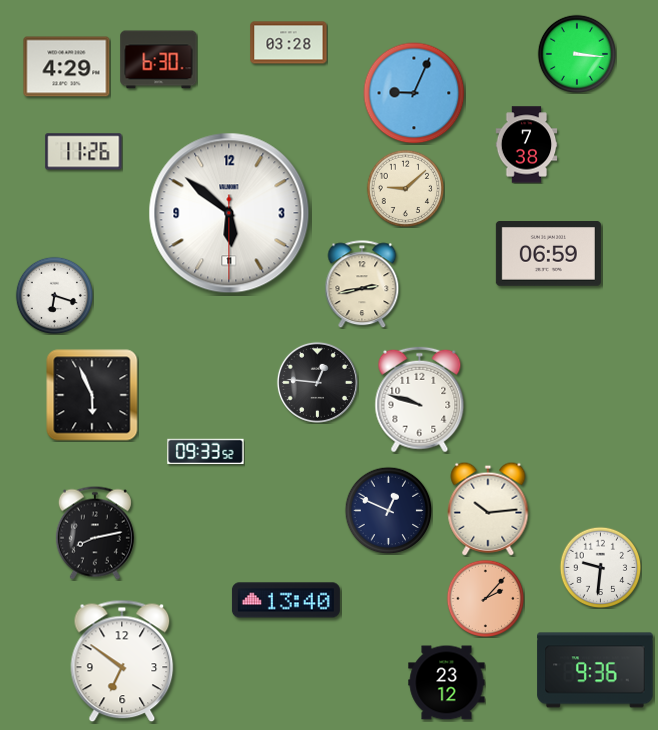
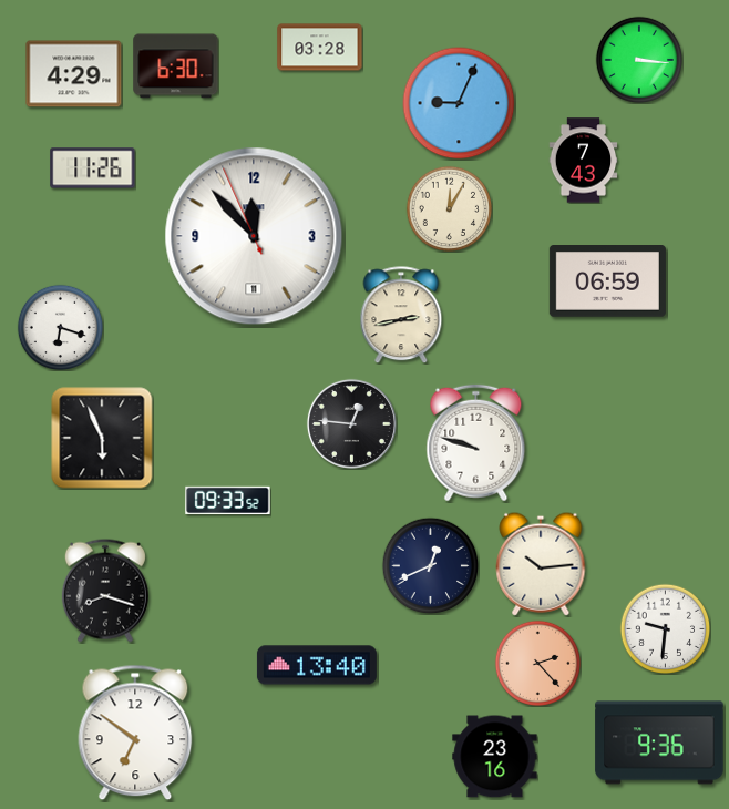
clock at (527, 145): 7:38 -> 7:43
clock at (405, 188): 9:08 -> 12:05
clock at (229, 213): 5:51 -> 11:52
clock at (420, 400) position: (420, 400) -> (476, 443)
clock at (388, 510): 12:49 -> 12:41
clock at (95, 533): 8:13 -> 8:18
clock at (485, 598): 2:07 -> 2:23
clock at (447, 683): 23:12 -> 23:16
